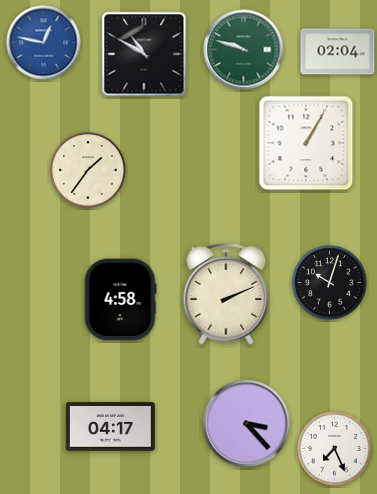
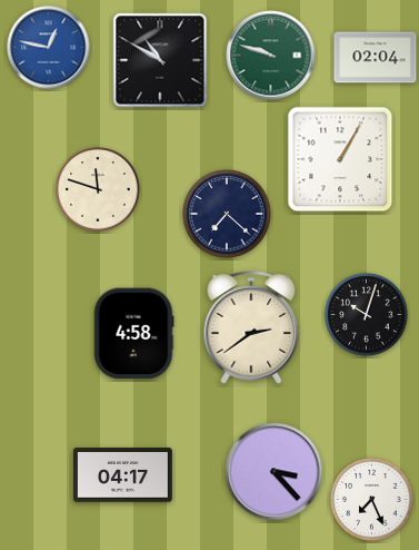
clock at (88, 170): 1:36 -> 11:48
clock at (227, 214): none -> 7:22
clock at (226, 294): 2:11 -> 2:39
